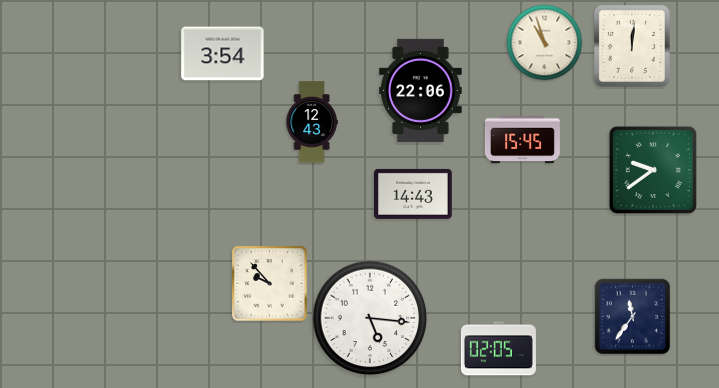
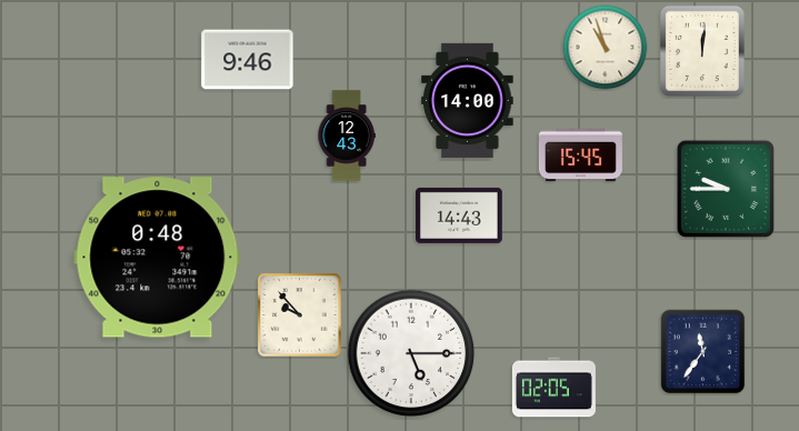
clock at (223, 54): 3:54 -> 9:46
clock at (421, 90): 22:06 -> 14:00
clock at (653, 170): 9:39 -> 9:45
clock at (158, 258): none -> 0:48
clock at (370, 318): 5:16 -> 5:15
